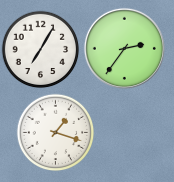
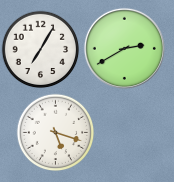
clock at (124, 48): 2:36 -> 2:40
clock at (55, 132): 1:18 -> 5:18
